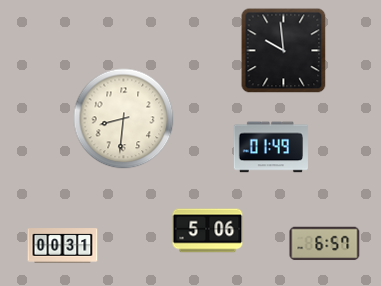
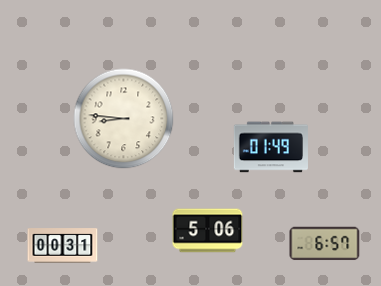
clock at (284, 51): 9:59 -> none
clock at (124, 119): 8:31 -> 8:46
